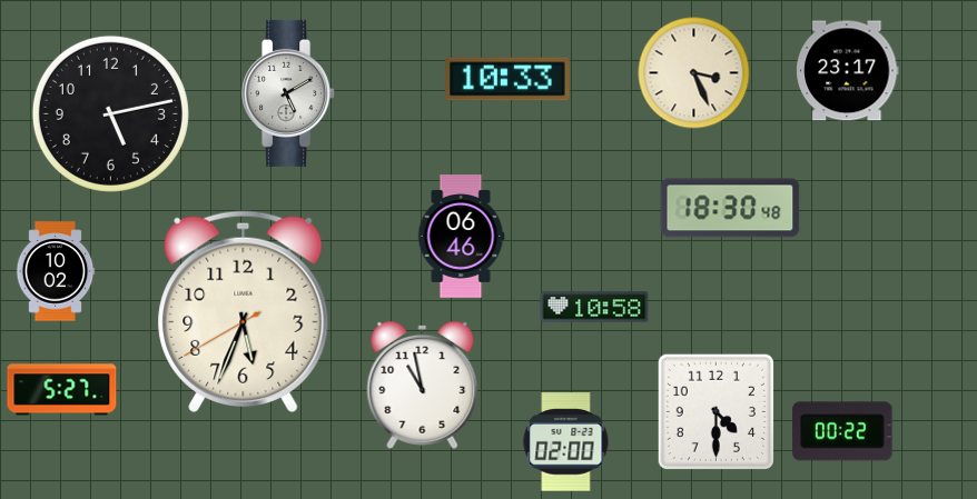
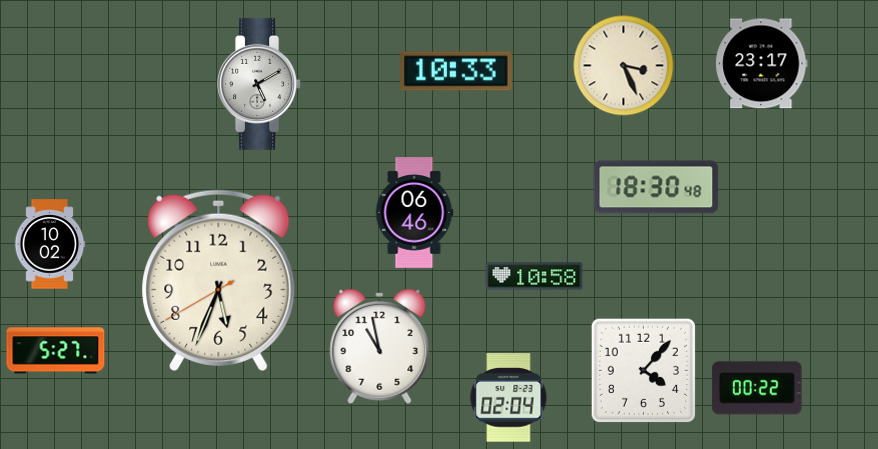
clock at (110, 113): 5:13 -> none
clock at (716, 411): 4:30 -> 4:07
clock at (566, 442): 02:00 -> 02:04
